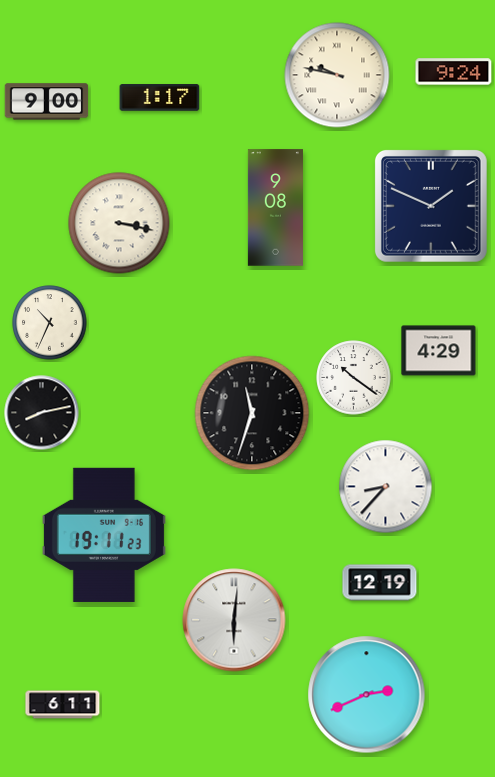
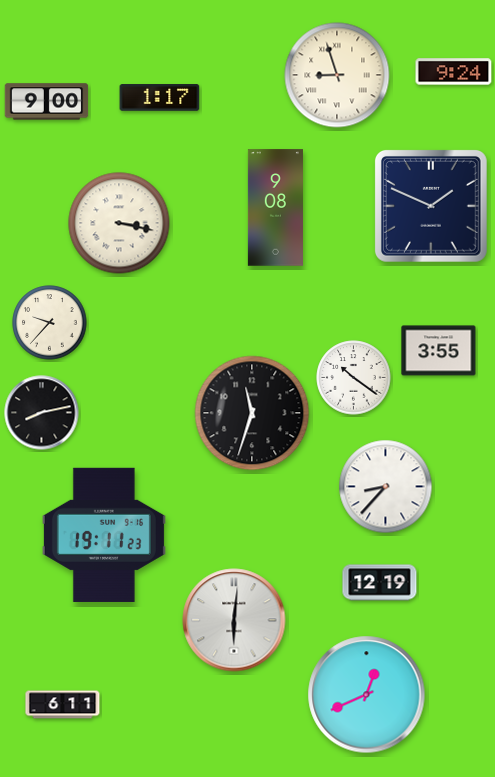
clock at (337, 75): 9:47 -> 8:57
clock at (50, 323): 10:34 -> 9:37
clock at (439, 351): 4:29 -> 3:55
clock at (367, 695): 2:41 -> 12:41
